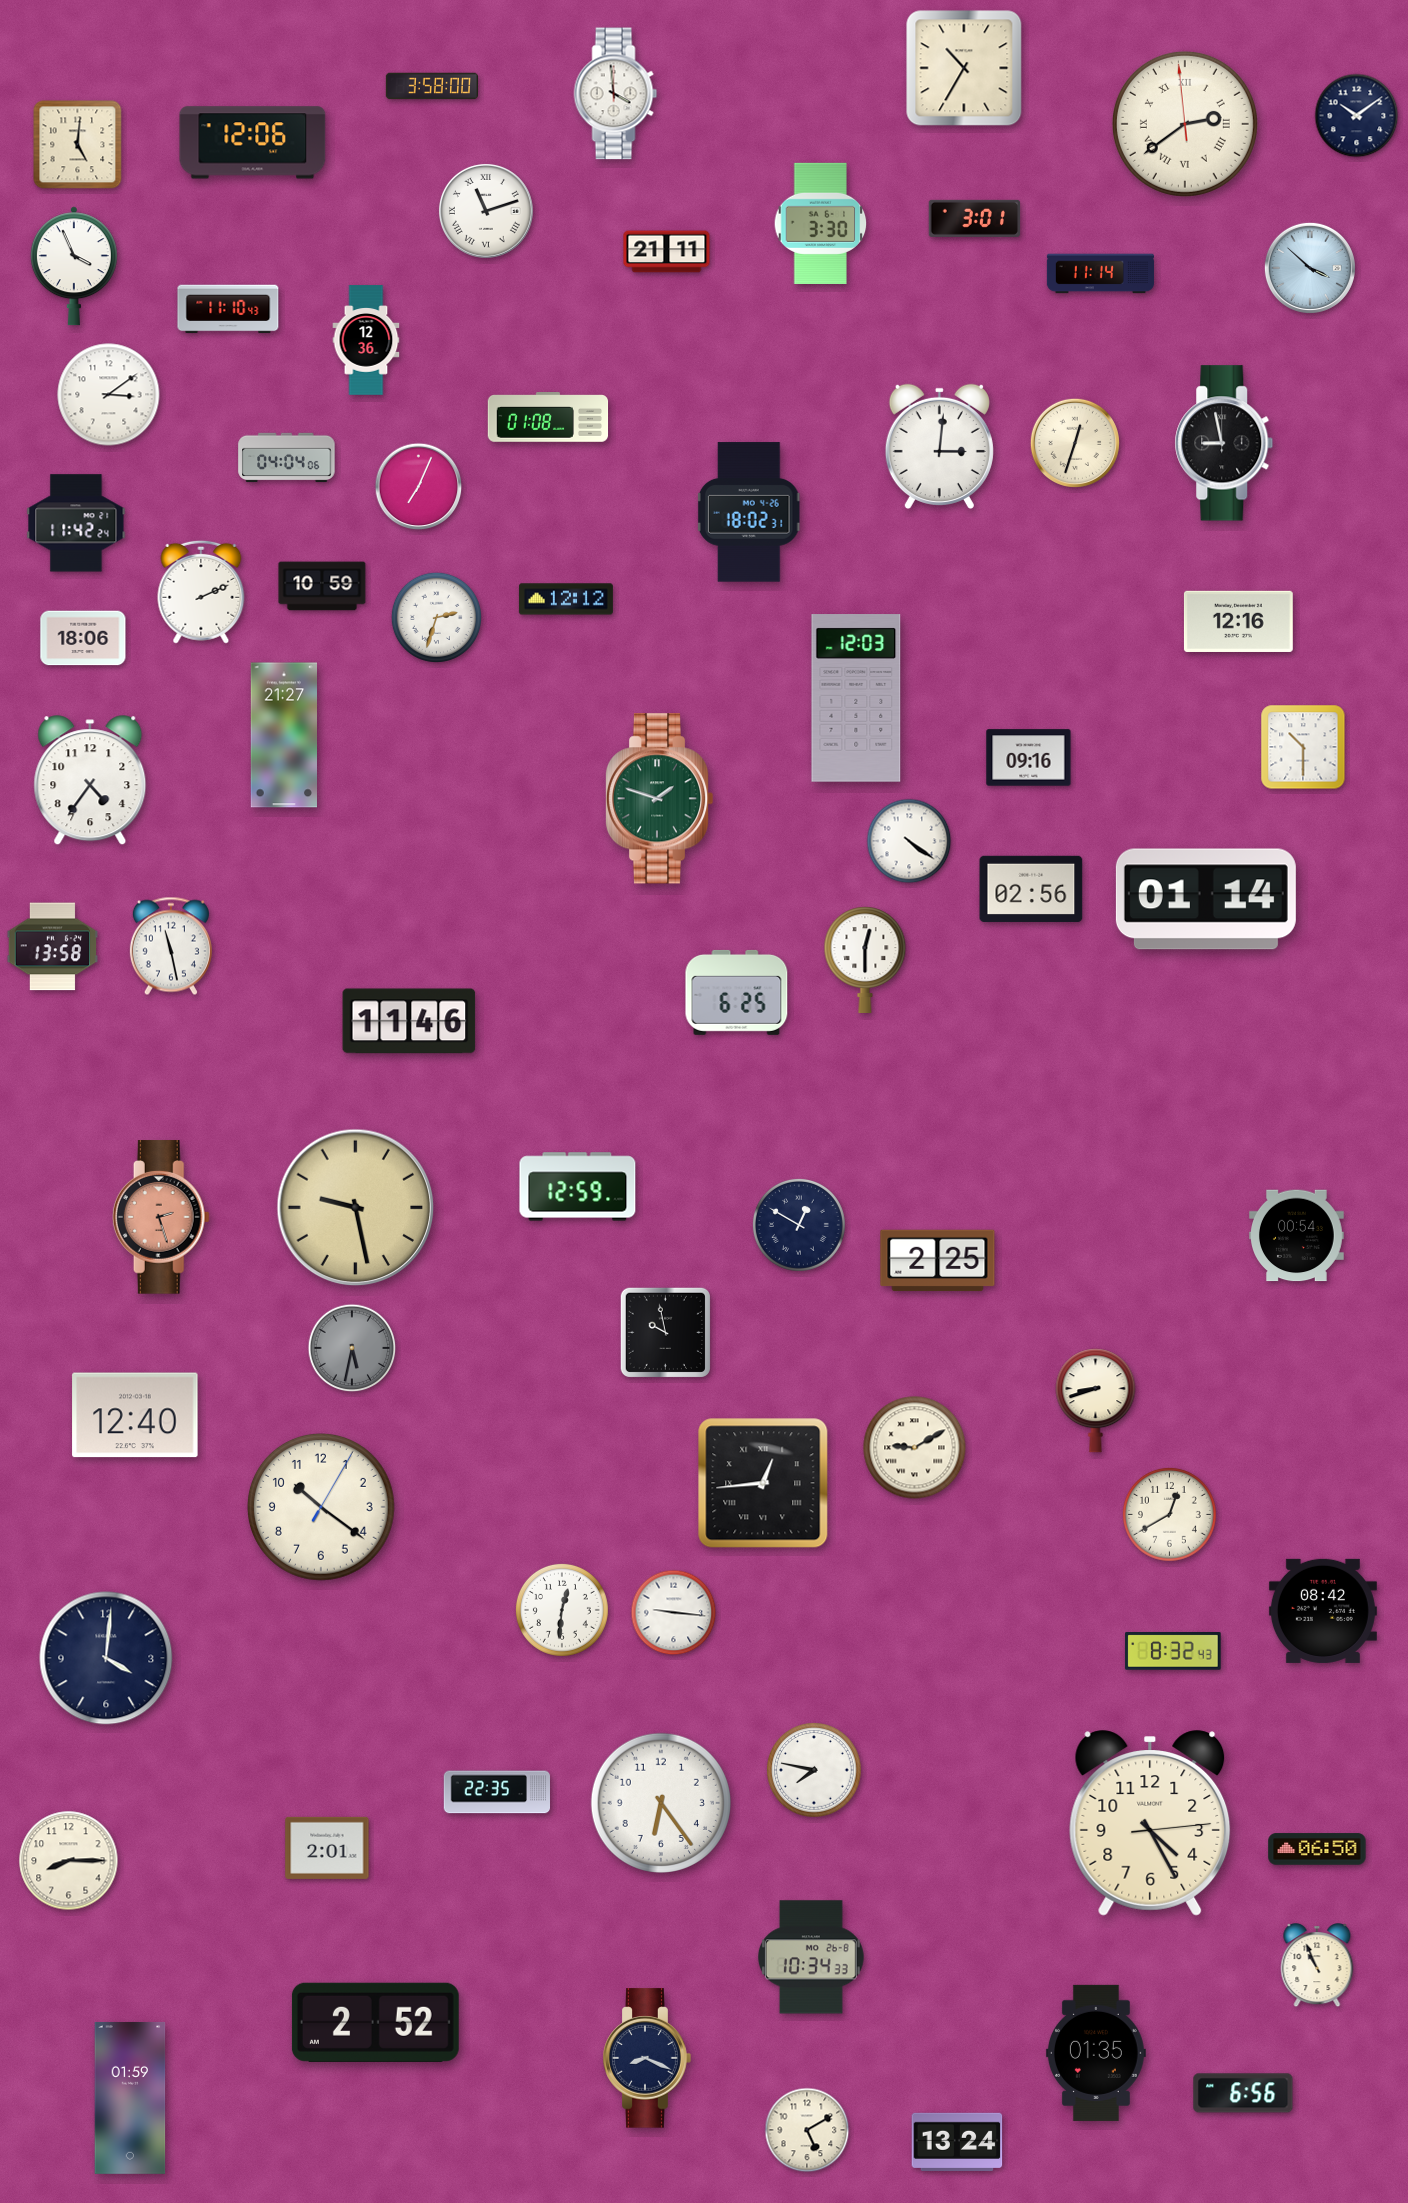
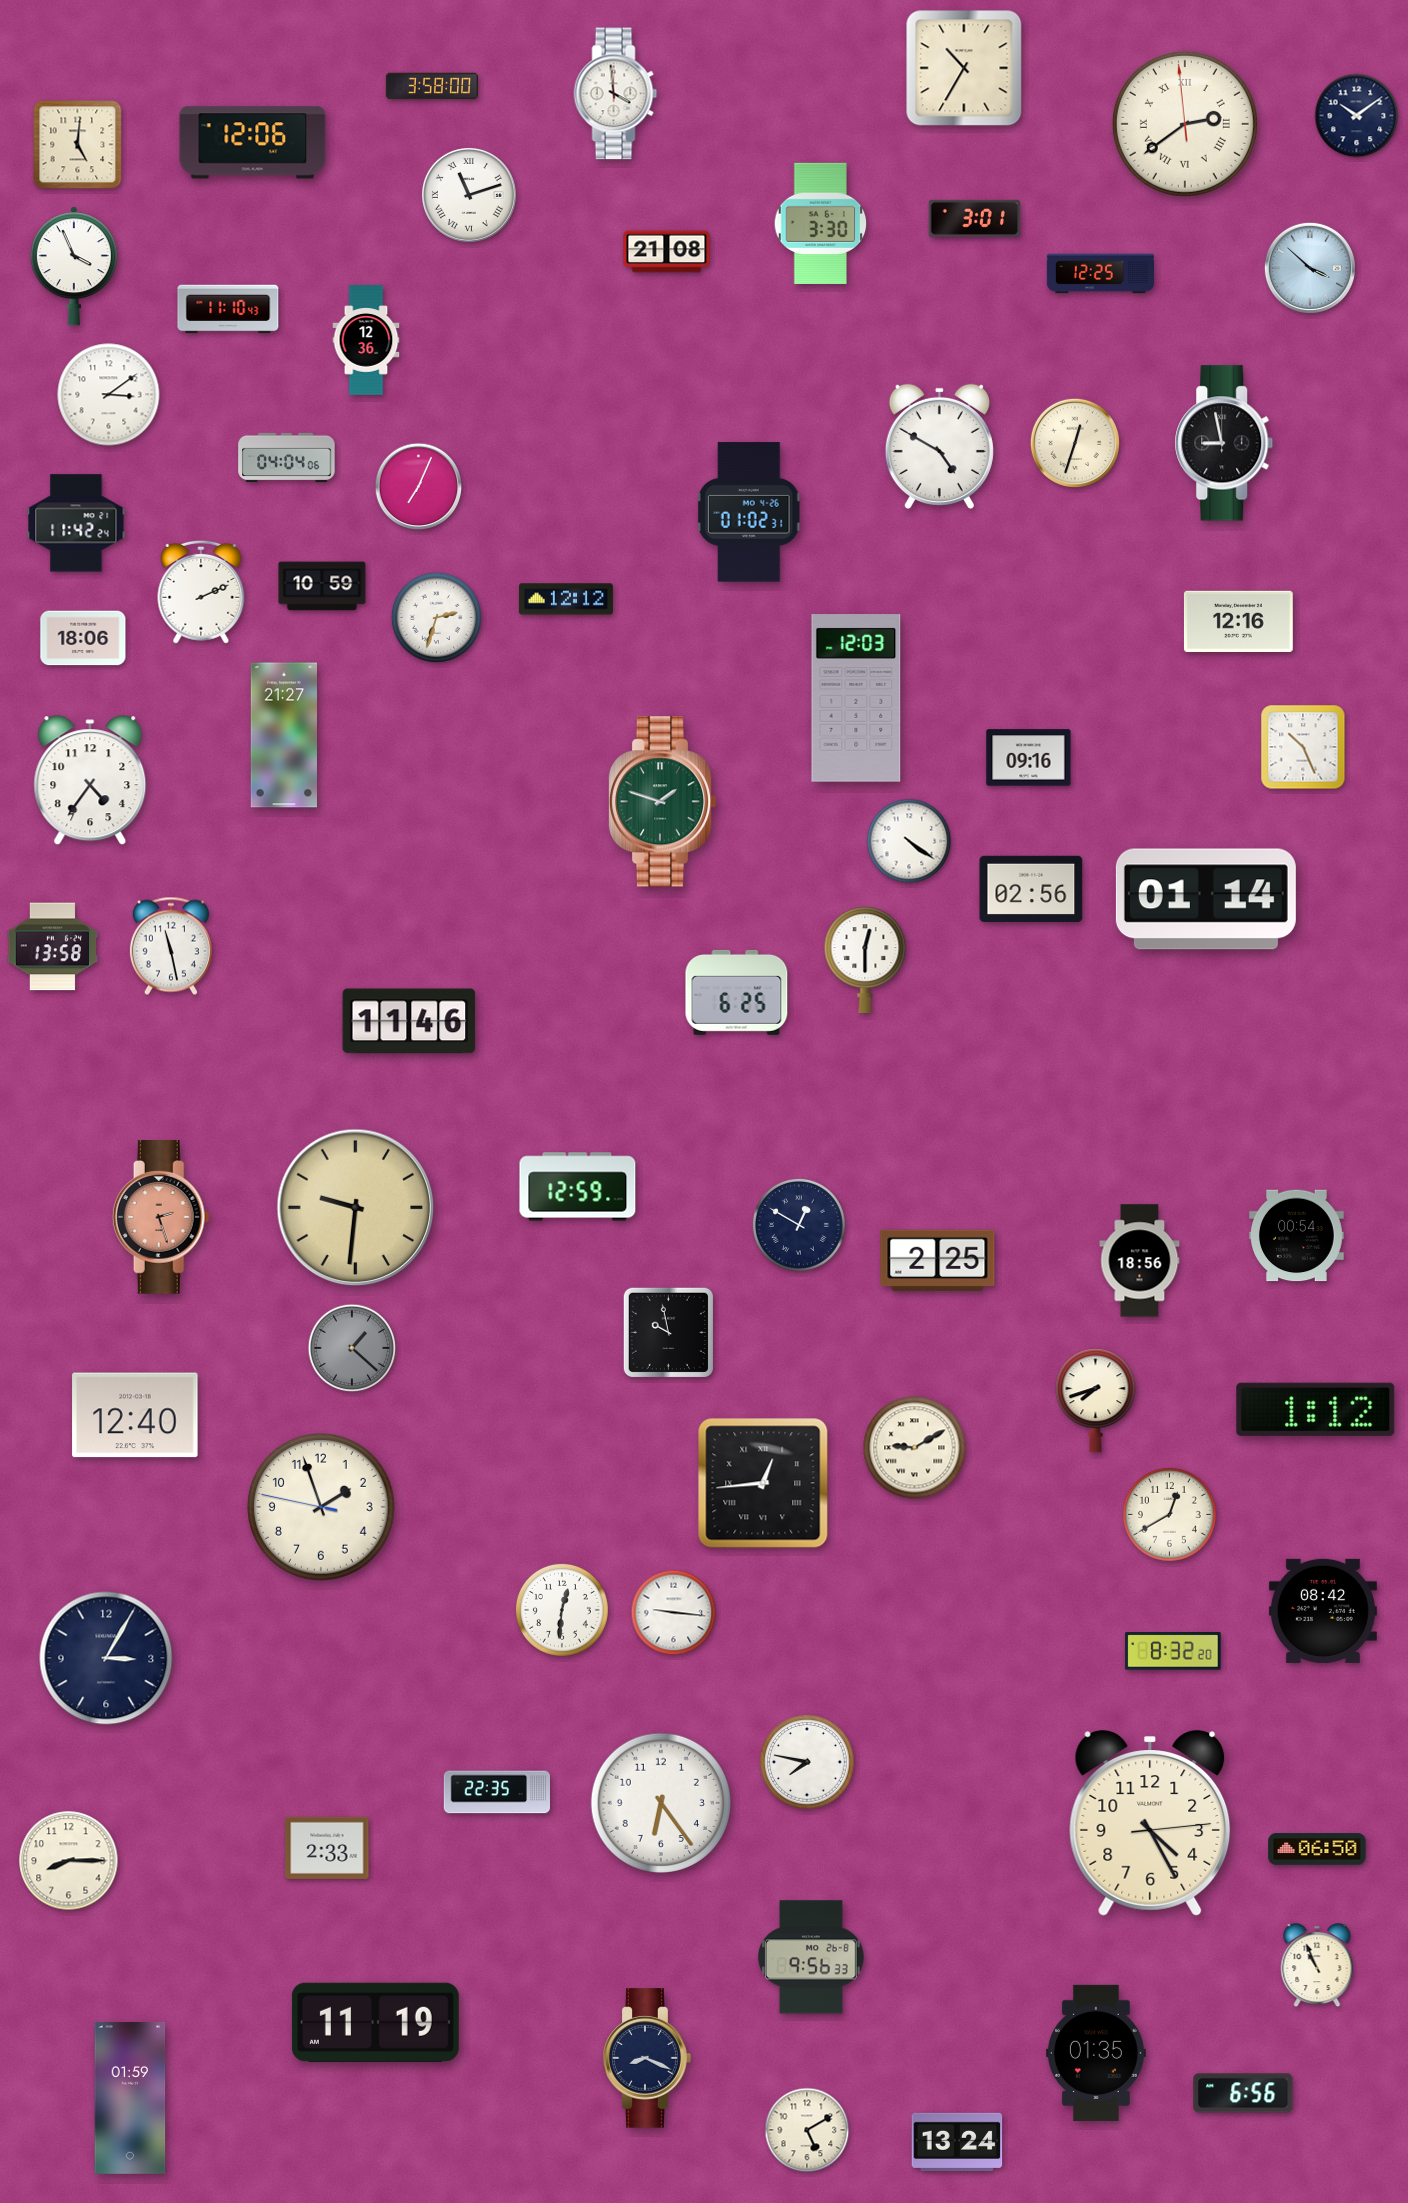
clock at (486, 211) position: (486, 211) -> (469, 195)
clock at (667, 252): 21:11 -> 21:08
clock at (1100, 274): 11:14 -> 12:25
clock at (548, 417): 01:08 -> none
clock at (939, 446): 3:01 -> 4:50
clock at (749, 512): 18:02 -> 01:02
clock at (1303, 747): 10:30 -> 10:26
clock at (659, 799) position: (659, 799) -> (662, 802)
clock at (356, 1208): 9:28 -> 9:31
clock at (1140, 1261): none -> 18:56
clock at (665, 1332) position: (665, 1332) -> (668, 1332)
clock at (352, 1348): 5:32 -> 1:22
clock at (1096, 1401): 8:42 -> 7:42
clock at (1316, 1409): none -> 1:12
clock at (322, 1508): 10:21 -> 1:56
clock at (1173, 1652): 8:32:43 -> 8:32:20
clock at (106, 1658): 4:01 -> 3:05
clock at (814, 1770) position: (814, 1770) -> (807, 1762)
clock at (327, 1848): 2:01 -> 2:33
clock at (811, 1957): 10:34 -> 9:56
clock at (375, 2022): 2:52 -> 11:19
